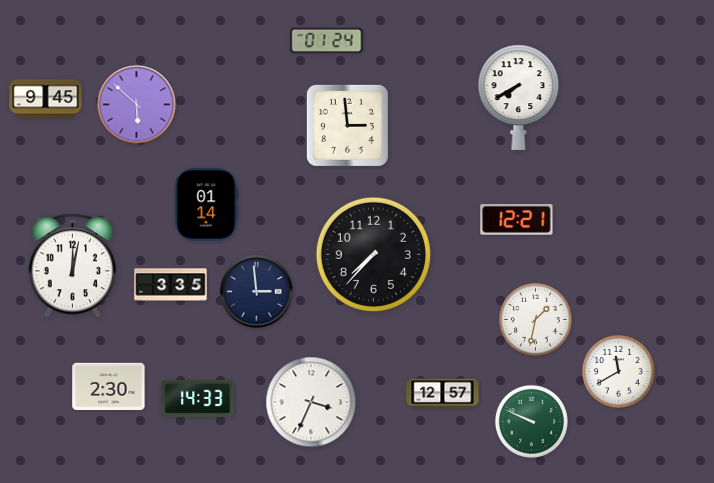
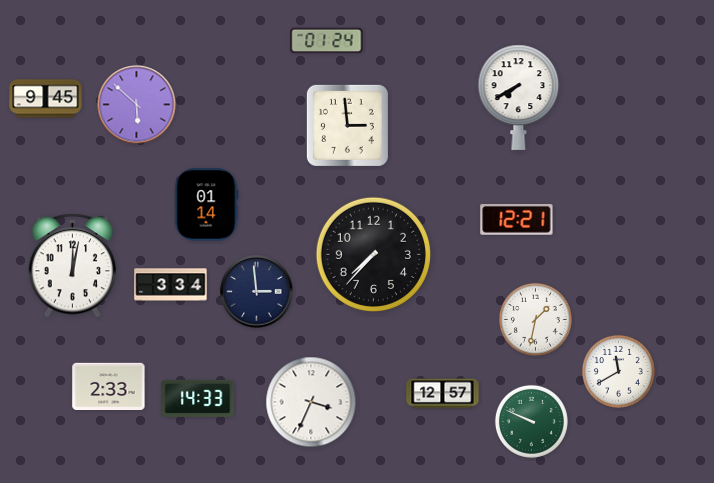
clock at (171, 285): 3:35 -> 3:34
clock at (109, 387): 2:30 -> 2:33
